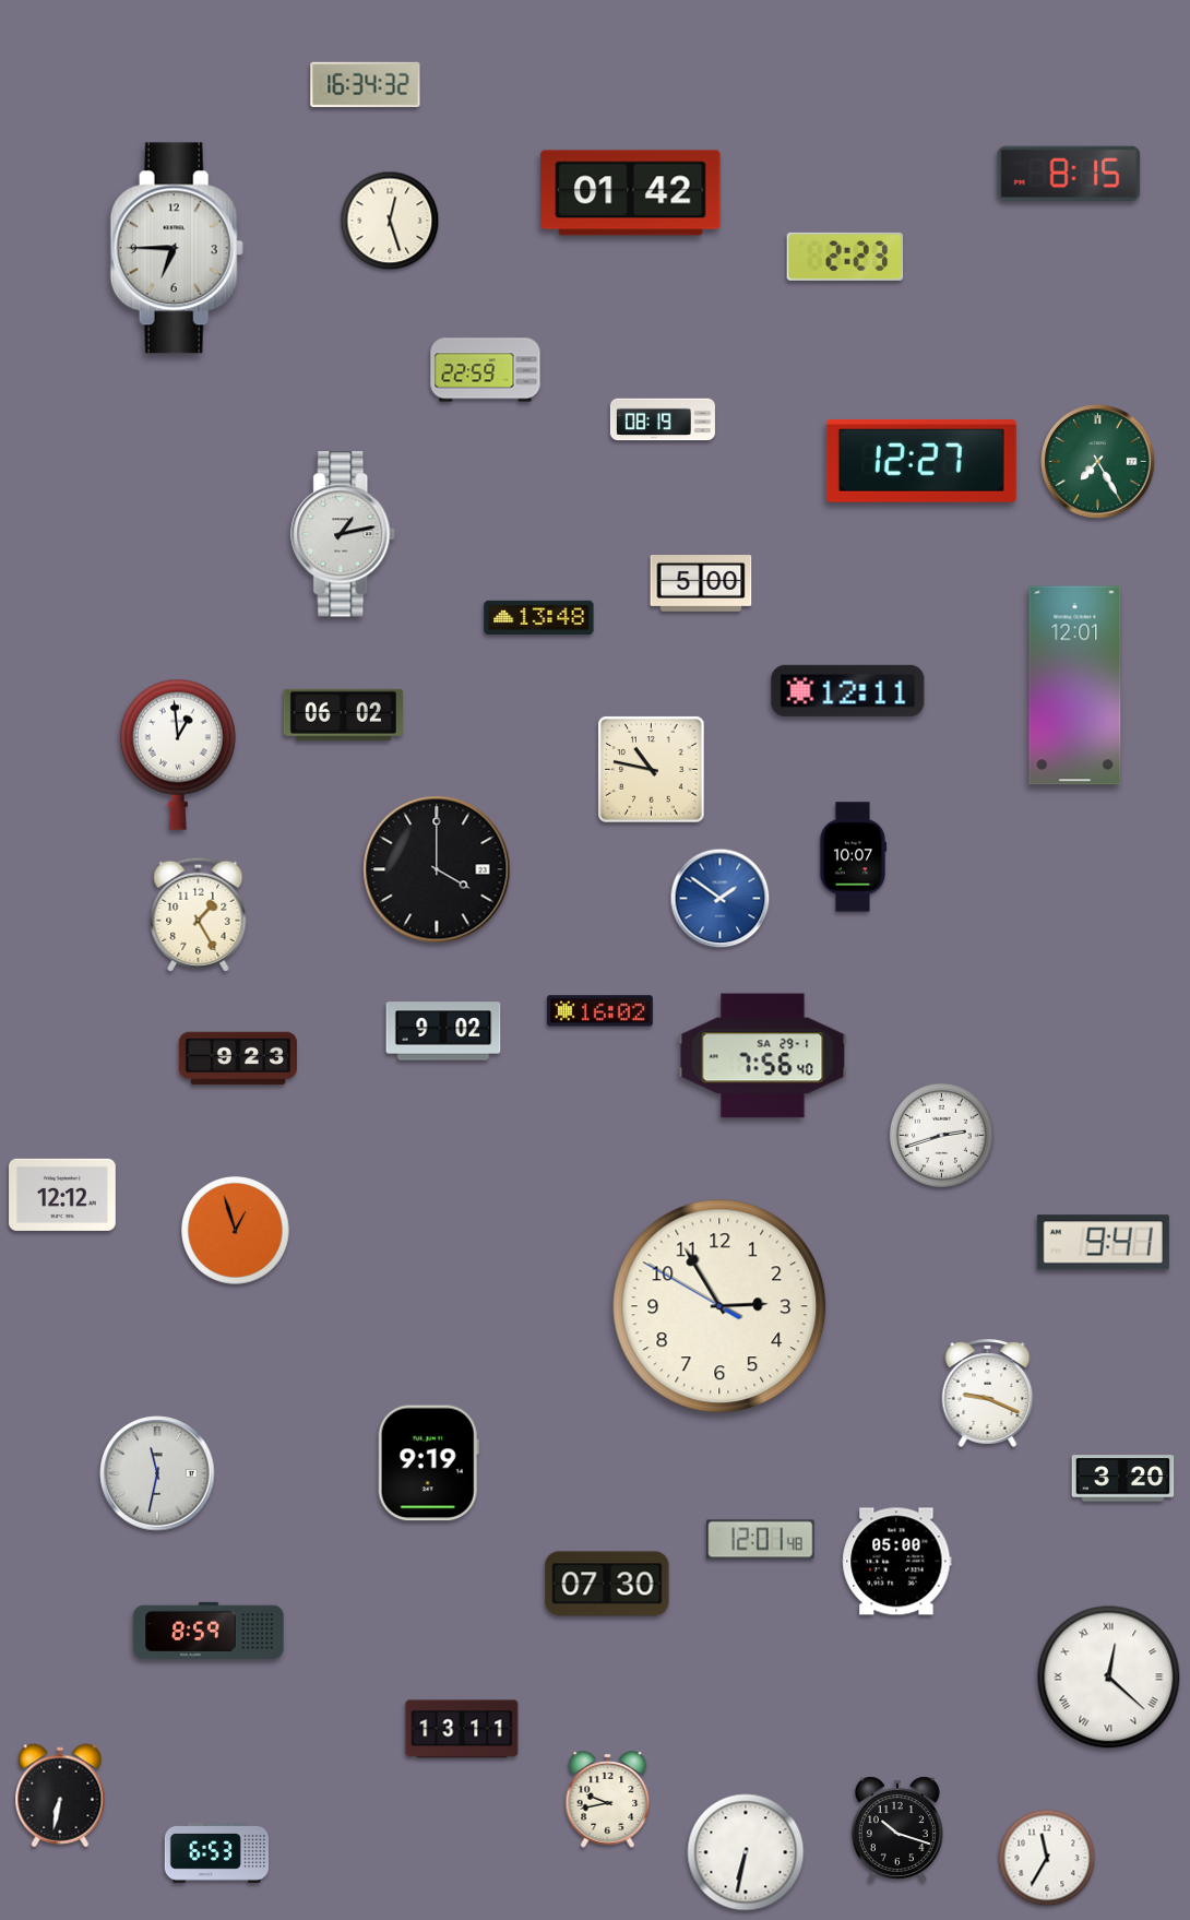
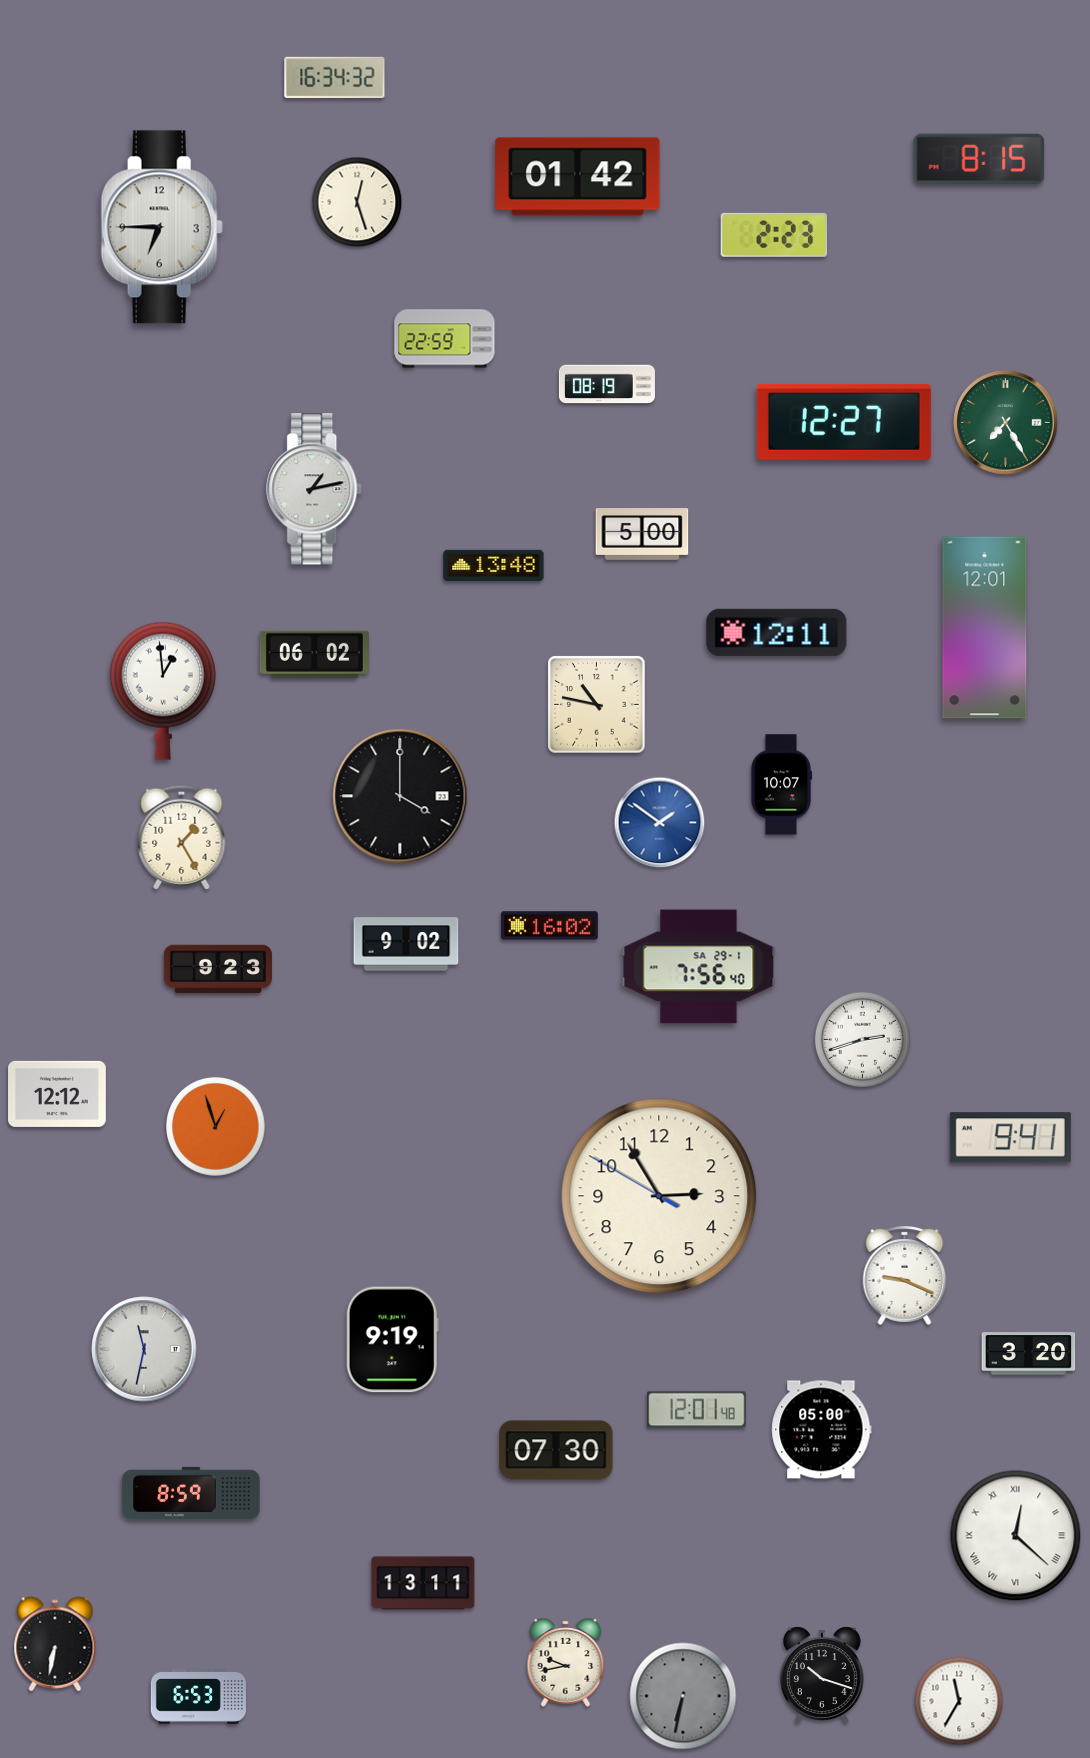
clock at (608, 1800) position: (608, 1800) -> (566, 1663)
clock at (746, 1852) dial: white -> grey
